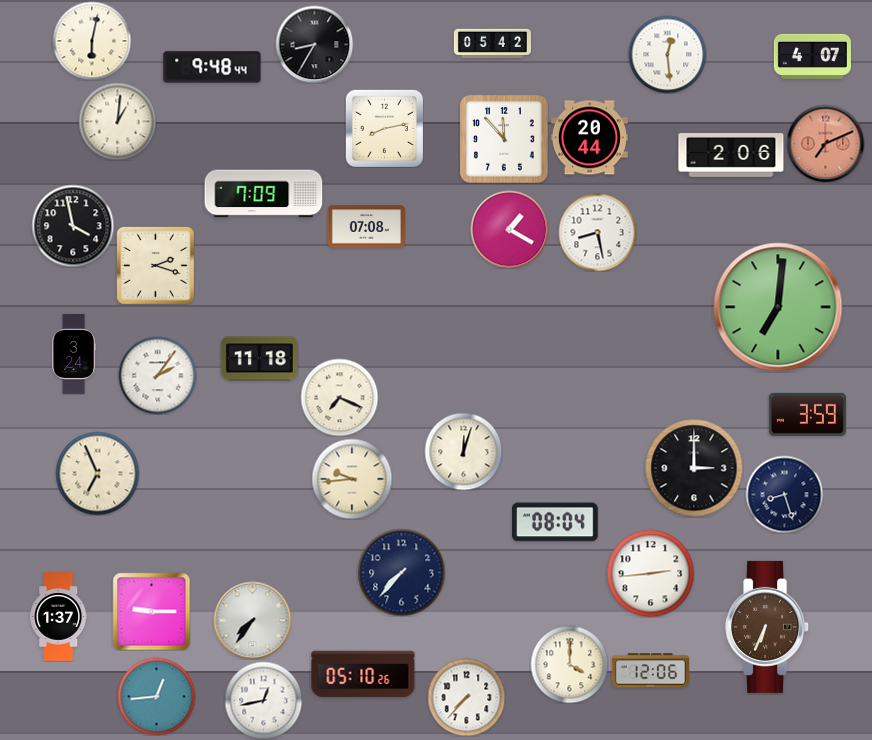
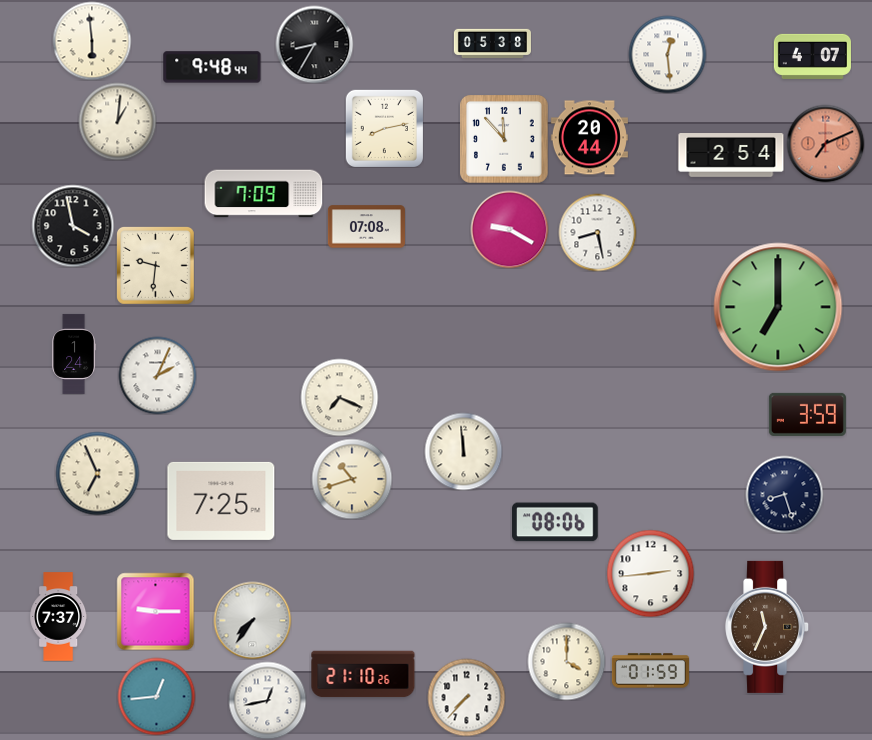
clock at (92, 41): 6:02 -> 5:59
clock at (492, 43): 05:42 -> 05:38
clock at (731, 156): 2:06 -> 2:54
clock at (509, 229): 1:20 -> 9:20
clock at (156, 266): 2:18 -> 9:31
clock at (778, 307): 7:01 -> 7:00
clock at (74, 354): 3:24 -> 1:24
clock at (259, 359): 11:18 -> none
clock at (157, 375): 2:06 -> 2:04
clock at (463, 451): 12:03 -> 11:59
clock at (694, 468): 3:00 -> none
clock at (352, 479): 9:44 -> 10:42
clock at (221, 501): none -> 7:25
clock at (556, 522): 08:04 -> 08:06
clock at (401, 572): 7:37 -> none
clock at (151, 611) position: (151, 611) -> (155, 611)
clock at (59, 617): 1:37 -> 7:37
clock at (768, 627): 6:34 -> 11:34
clock at (569, 664) position: (569, 664) -> (566, 661)
clock at (650, 671): 12:06 -> 01:59
clock at (363, 674): 05:10 -> 21:10
clock at (263, 700) position: (263, 700) -> (267, 700)
